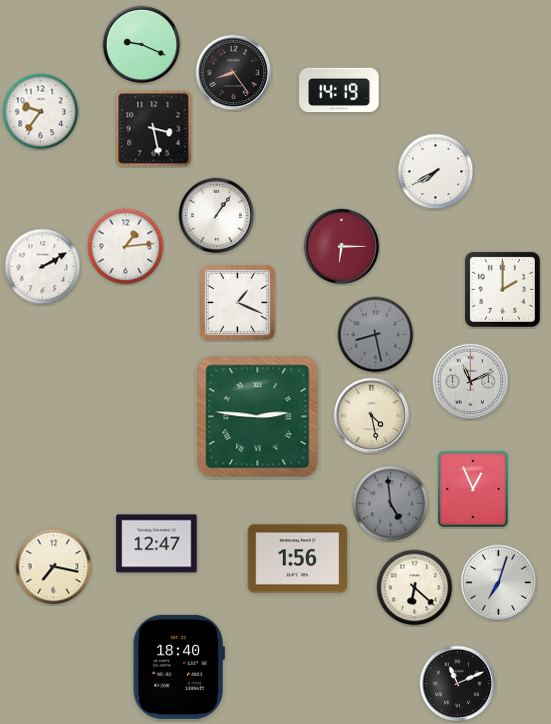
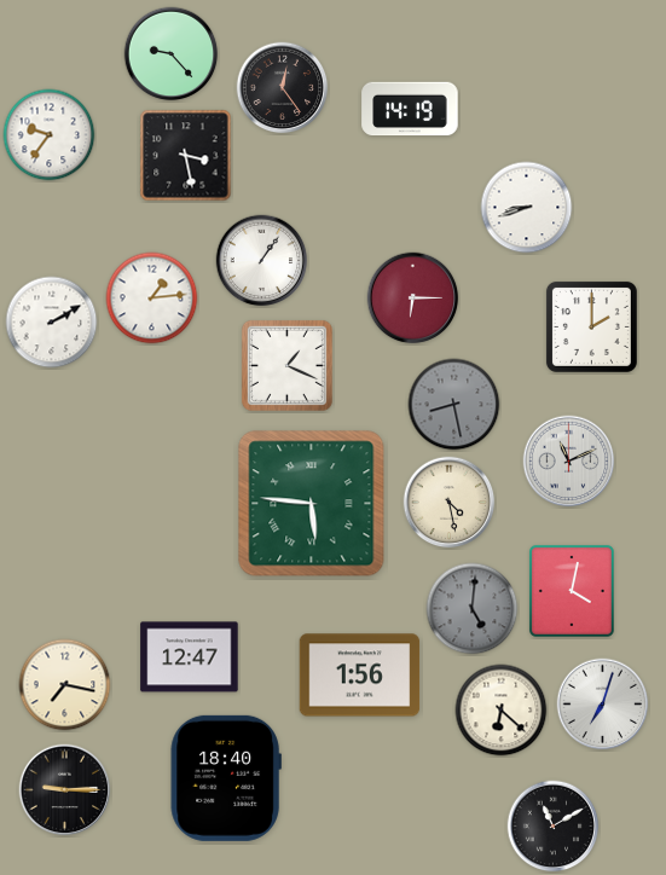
clock at (142, 45): 9:19 -> 9:23
clock at (234, 73): 8:24 -> 12:24
clock at (436, 172): 7:40 -> 8:42
clock at (502, 289) position: (502, 289) -> (591, 326)
clock at (258, 417): 2:46 -> 5:46
clock at (473, 489): 12:56 -> 4:02
clock at (391, 504): 4:59 -> 5:01
clock at (65, 790): none -> 9:15
clock at (179, 667) position: (179, 667) -> (226, 778)
clock at (458, 684): 11:11 -> 11:10
